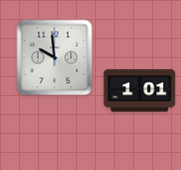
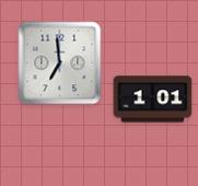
clock at (55, 58): 9:59 -> 6:59
